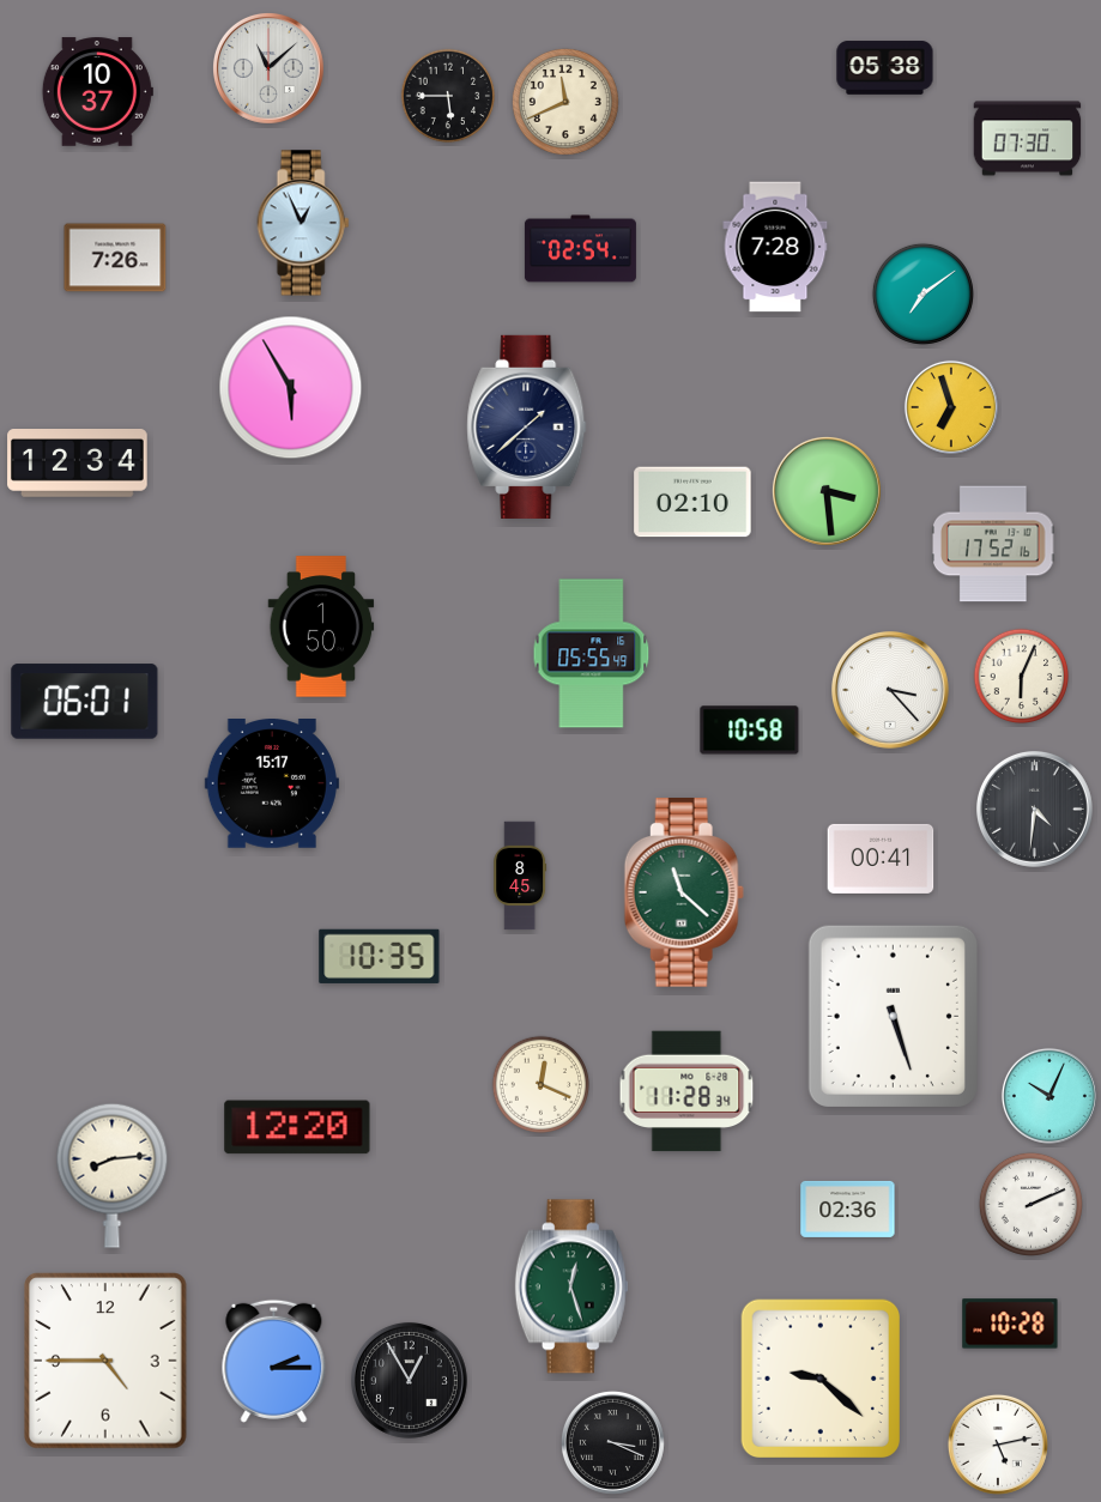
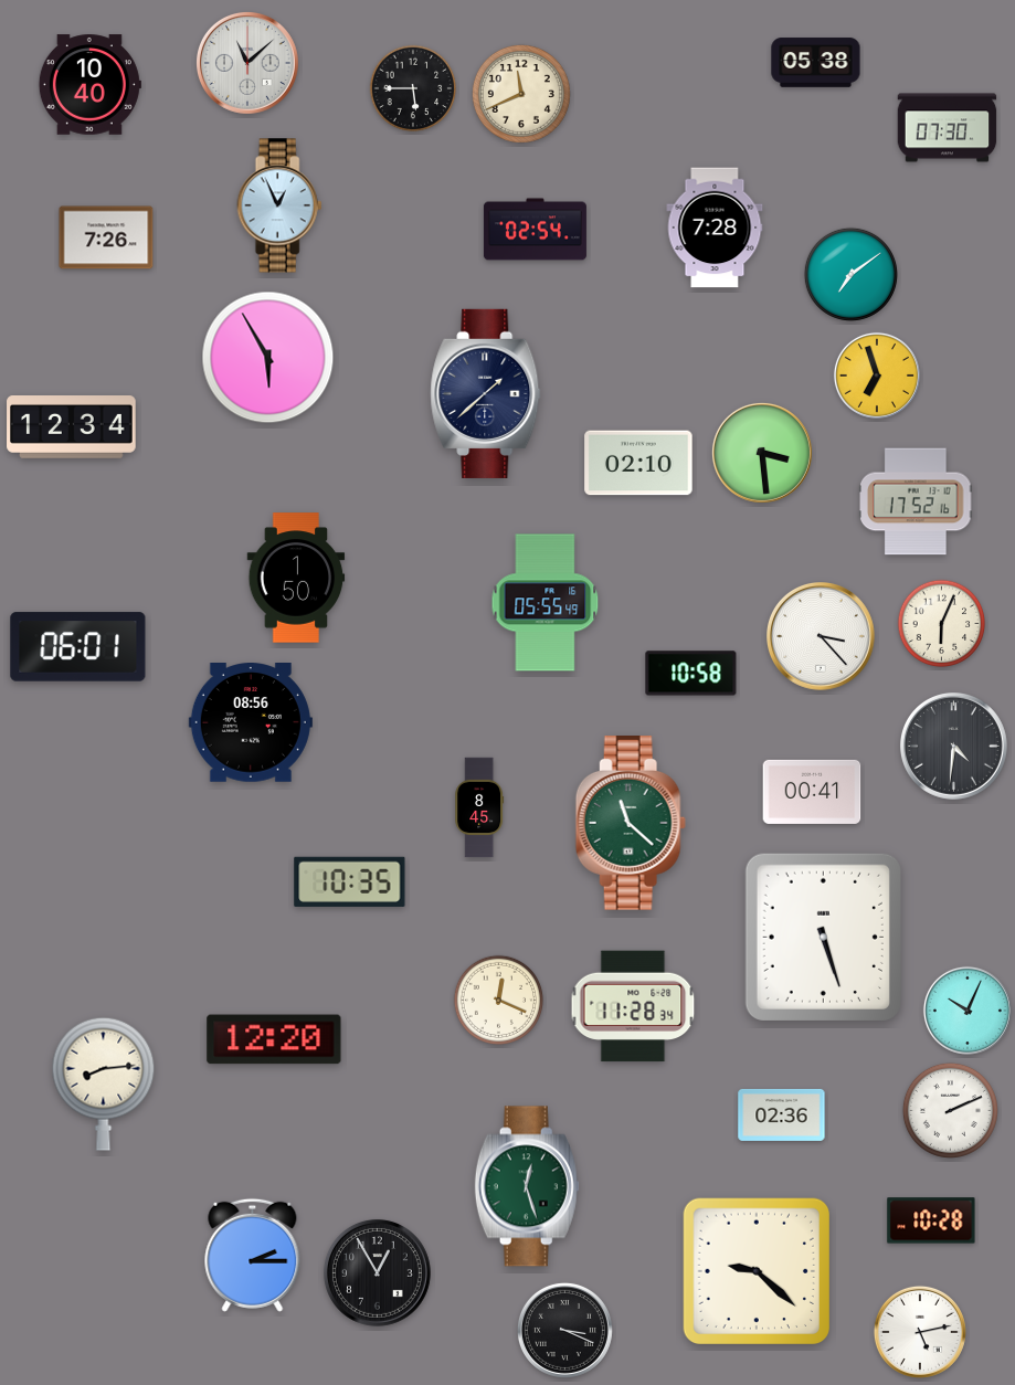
clock at (97, 92): 10:37 -> 10:40
clock at (922, 293) position: (922, 293) -> (850, 274)
clock at (272, 785): 15:17 -> 08:56
clock at (107, 1361): 4:45 -> none
